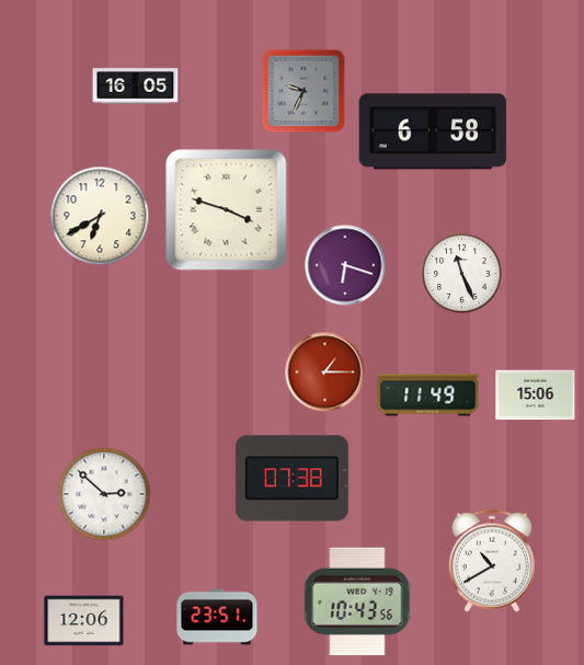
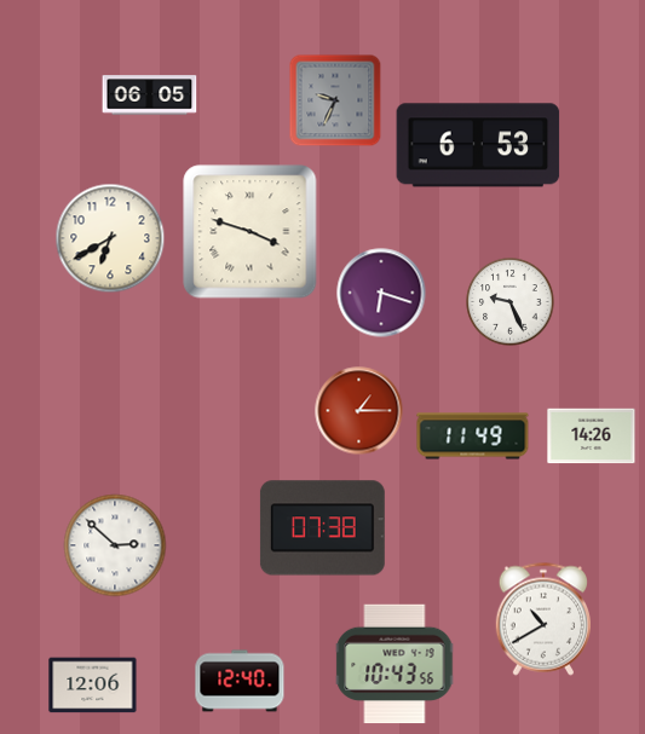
clock at (136, 87): 16:05 -> 06:05
clock at (433, 131): 6:58 -> 6:53
clock at (462, 274): 11:26 -> 9:26
clock at (536, 395): 15:06 -> 14:26
clock at (217, 617): 23:51 -> 12:40
